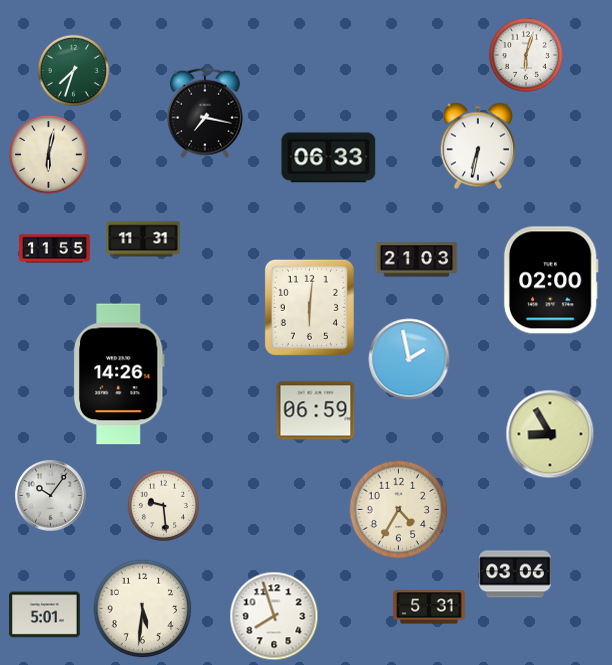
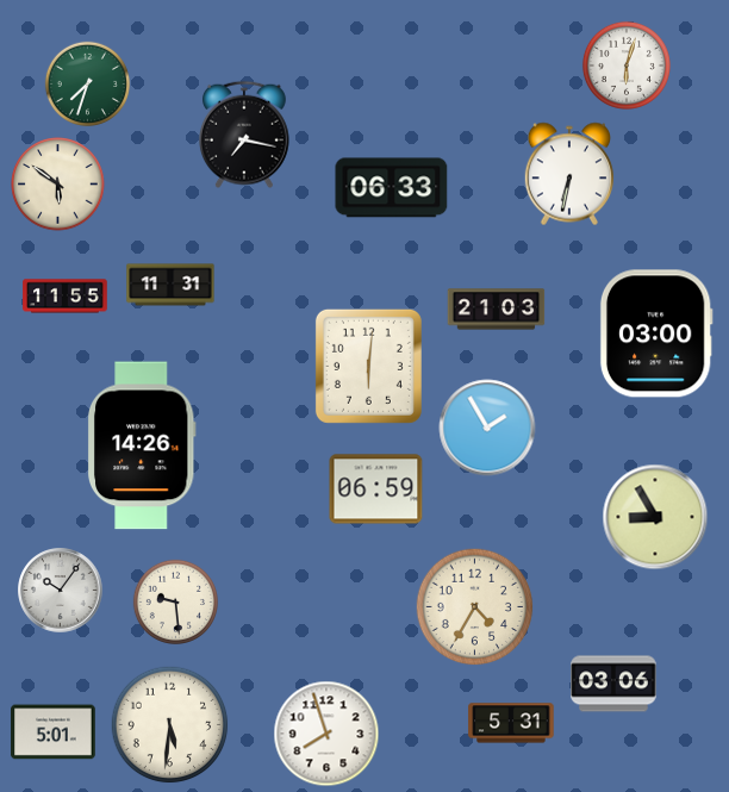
clock at (49, 155): 6:02 -> 5:51
clock at (551, 280): 02:00 -> 03:00
clock at (409, 359): 1:58 -> 1:55
clock at (163, 505) position: (163, 505) -> (175, 601)
